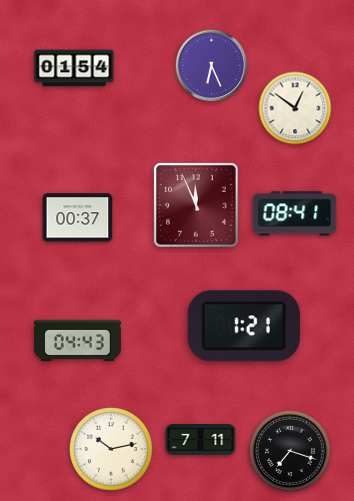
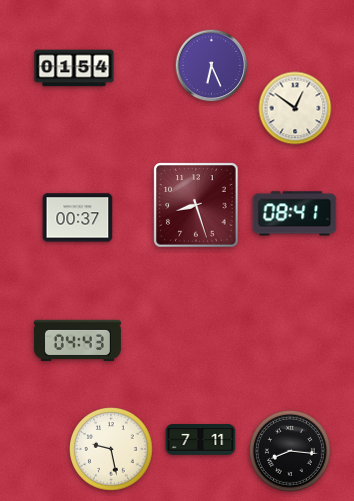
clock at (196, 205): 11:56 -> 8:27
clock at (244, 326): 1:21 -> none
clock at (111, 449): 10:13 -> 9:28
clock at (290, 451): 7:18 -> 8:16
